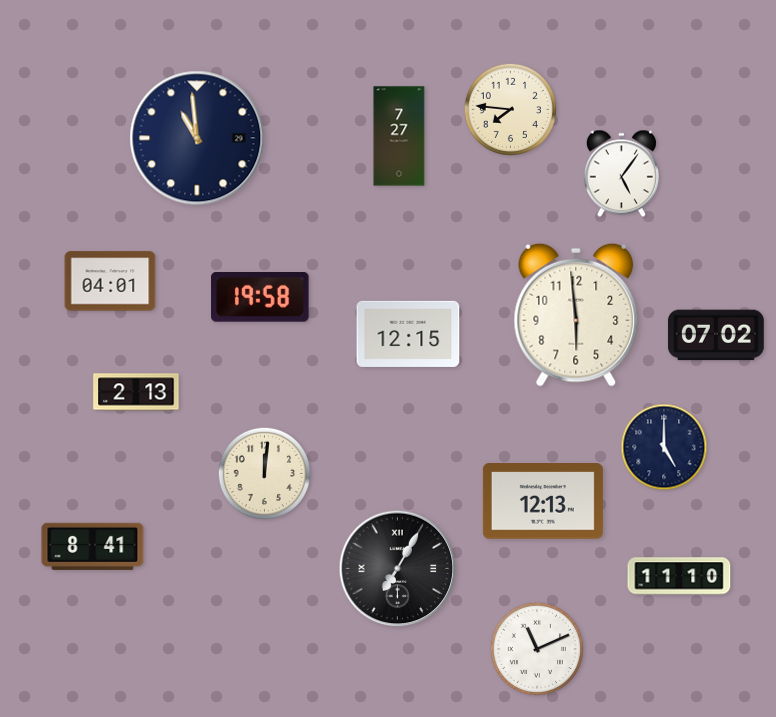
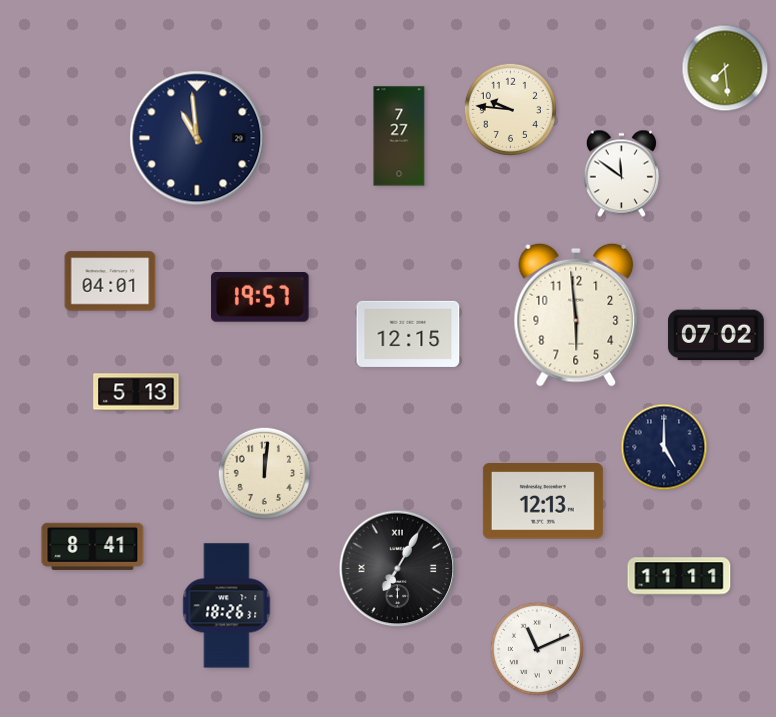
clock at (725, 68): none -> 7:29
clock at (510, 109): 7:46 -> 9:46
clock at (621, 174): 5:06 -> 11:51
clock at (260, 298): 19:58 -> 19:57
clock at (136, 392): 2:13 -> 5:13
clock at (679, 576): 11:10 -> 11:11
clock at (227, 606): none -> 18:26
